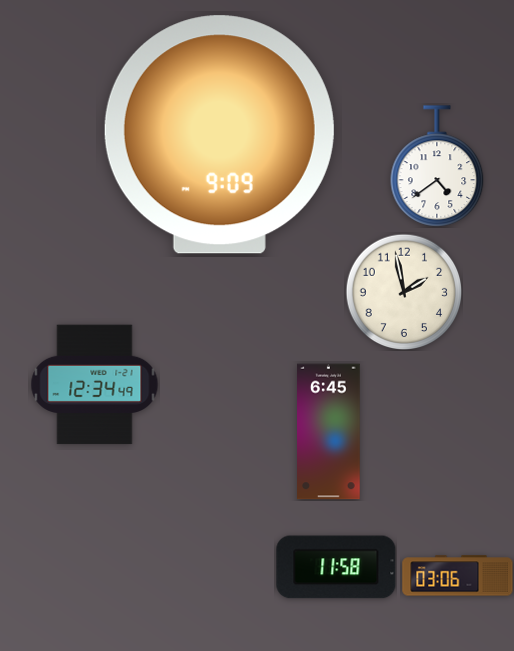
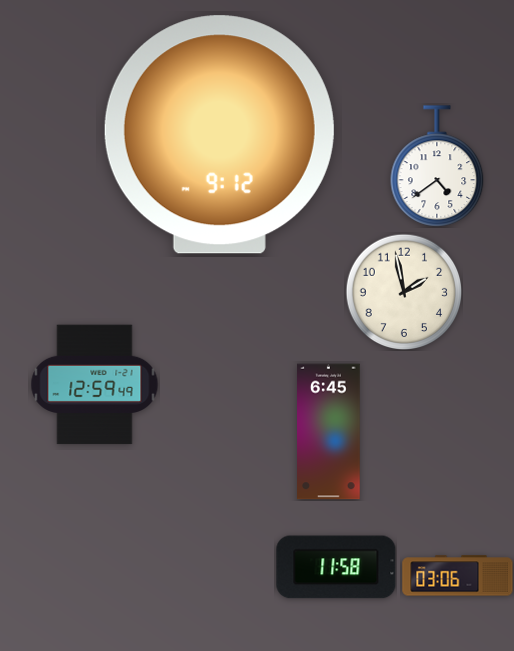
clock at (219, 135): 9:09 -> 9:12
clock at (95, 385): 12:34 -> 12:59
